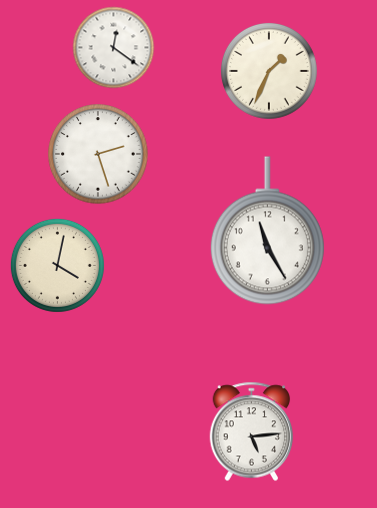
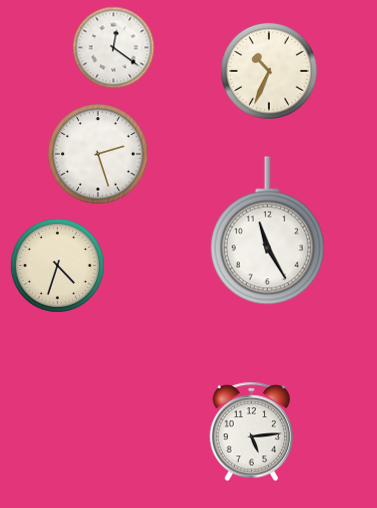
clock at (269, 71): 1:34 -> 10:34
clock at (57, 265): 4:02 -> 4:33
